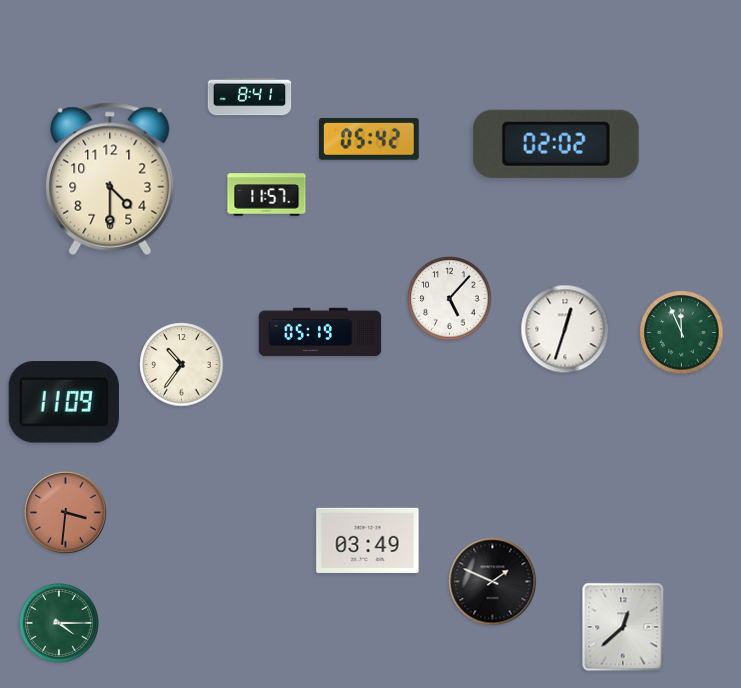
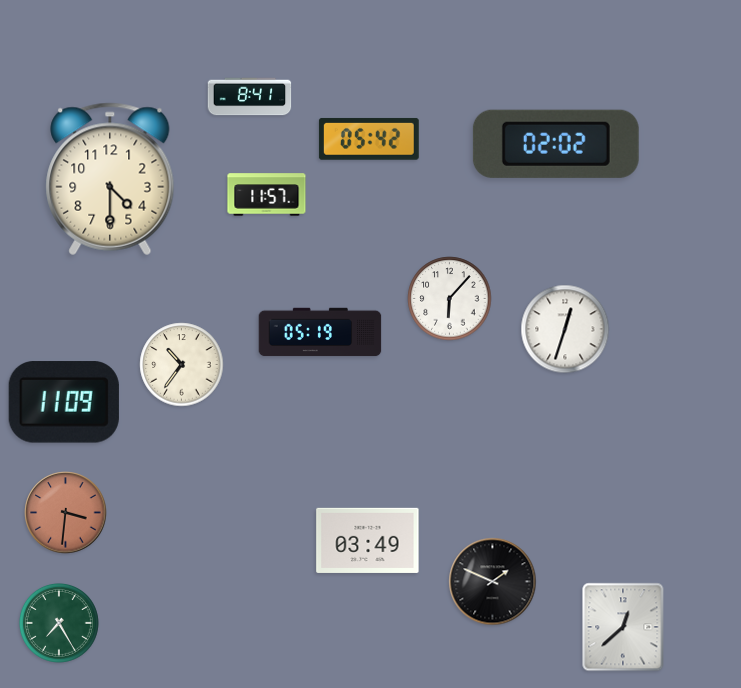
clock at (450, 299): 5:07 -> 6:07
clock at (682, 333): 11:56 -> none
clock at (59, 623): 4:15 -> 7:25
